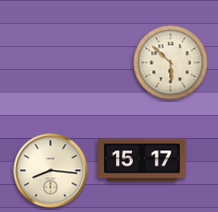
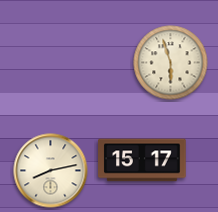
clock at (171, 63): 5:52 -> 5:57
clock at (51, 171): 8:16 -> 8:13
